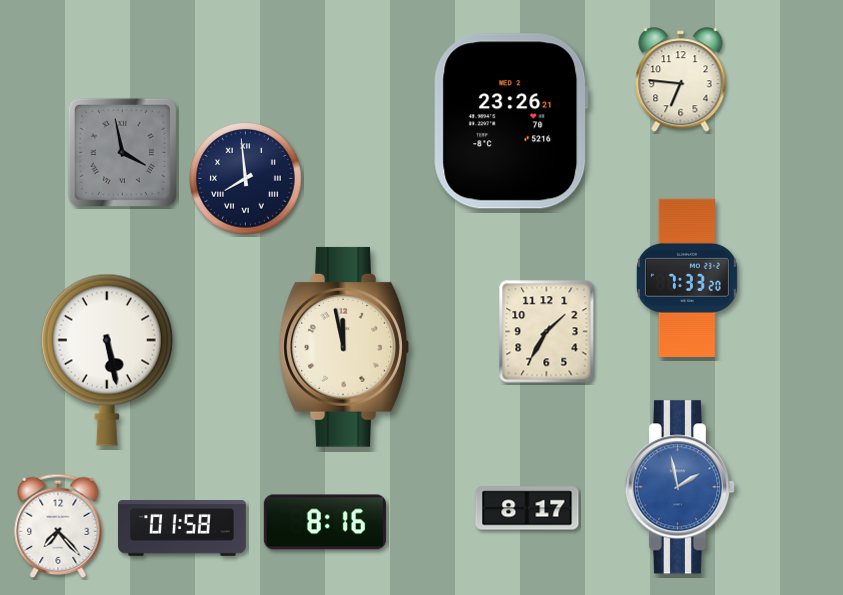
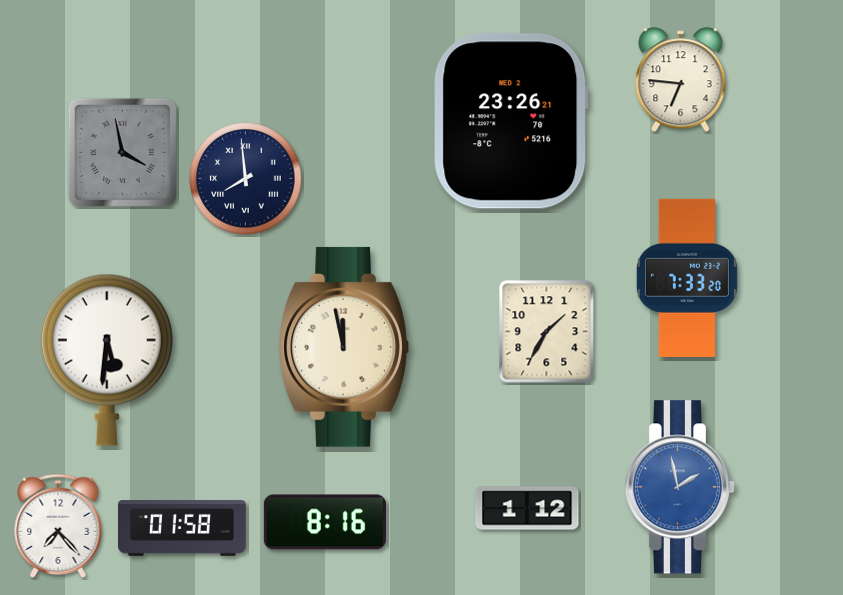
clock at (107, 360): 5:28 -> 5:31
clock at (527, 508): 8:17 -> 1:12
